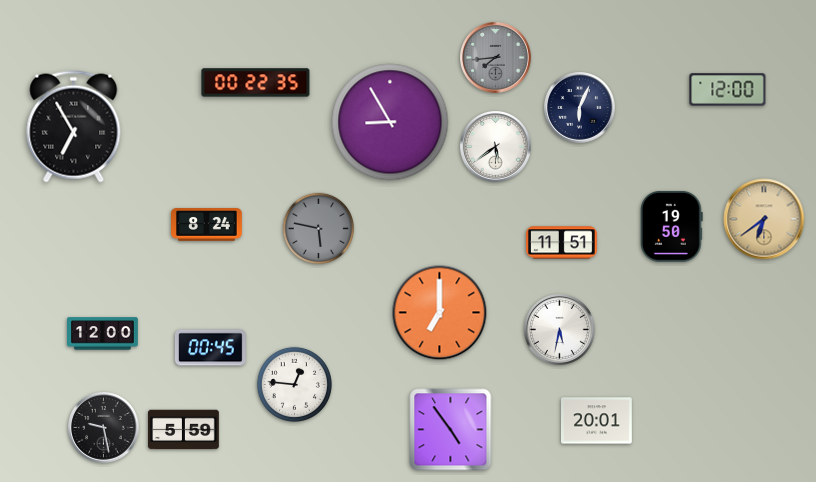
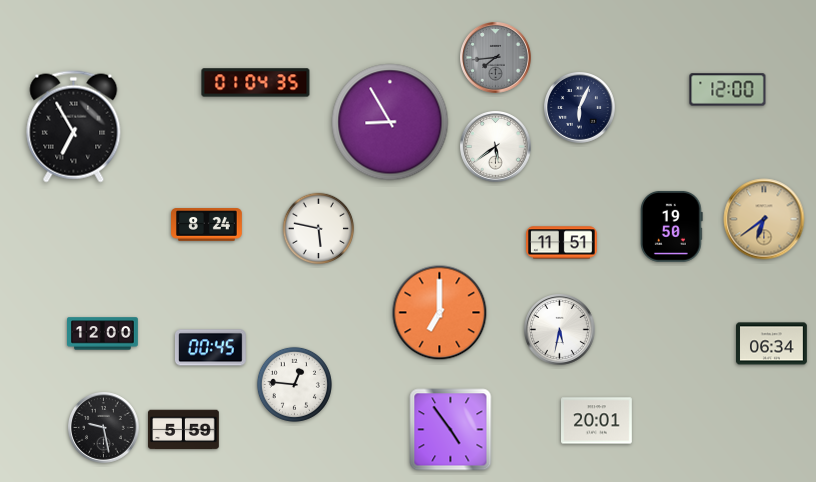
clock at (256, 83): 00:22 -> 01:04
clock at (319, 229) dial: grey -> white
clock at (772, 344): none -> 06:34
